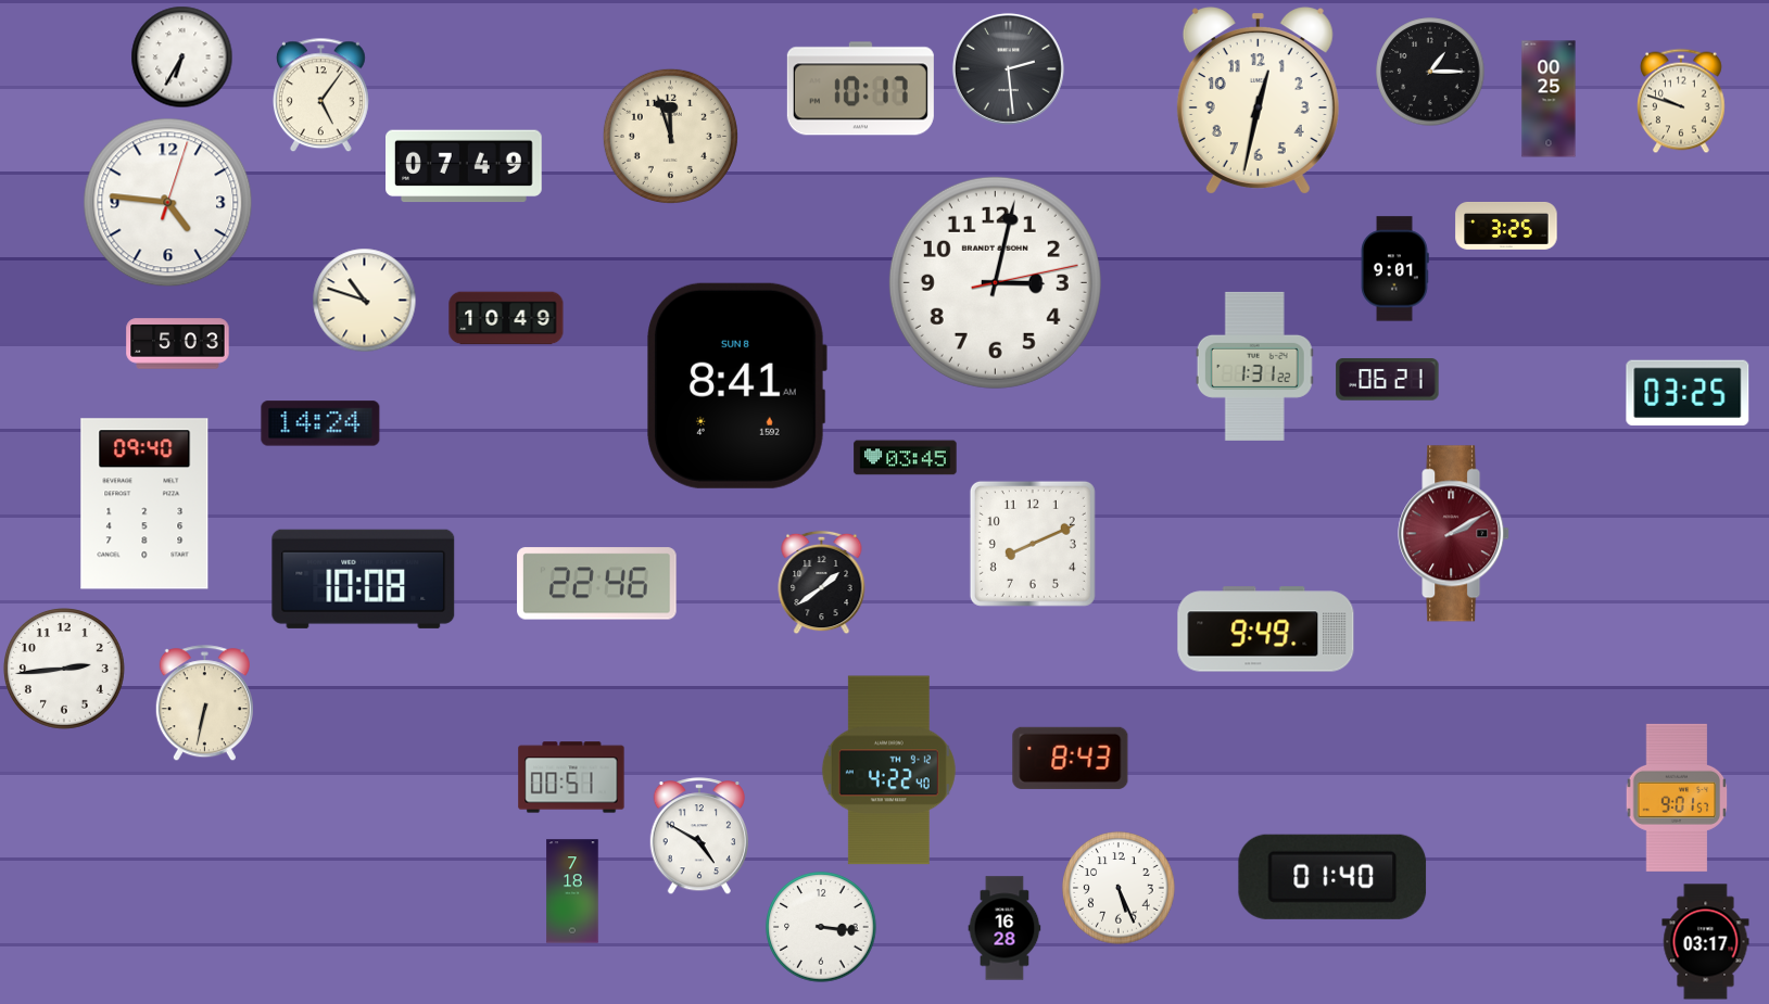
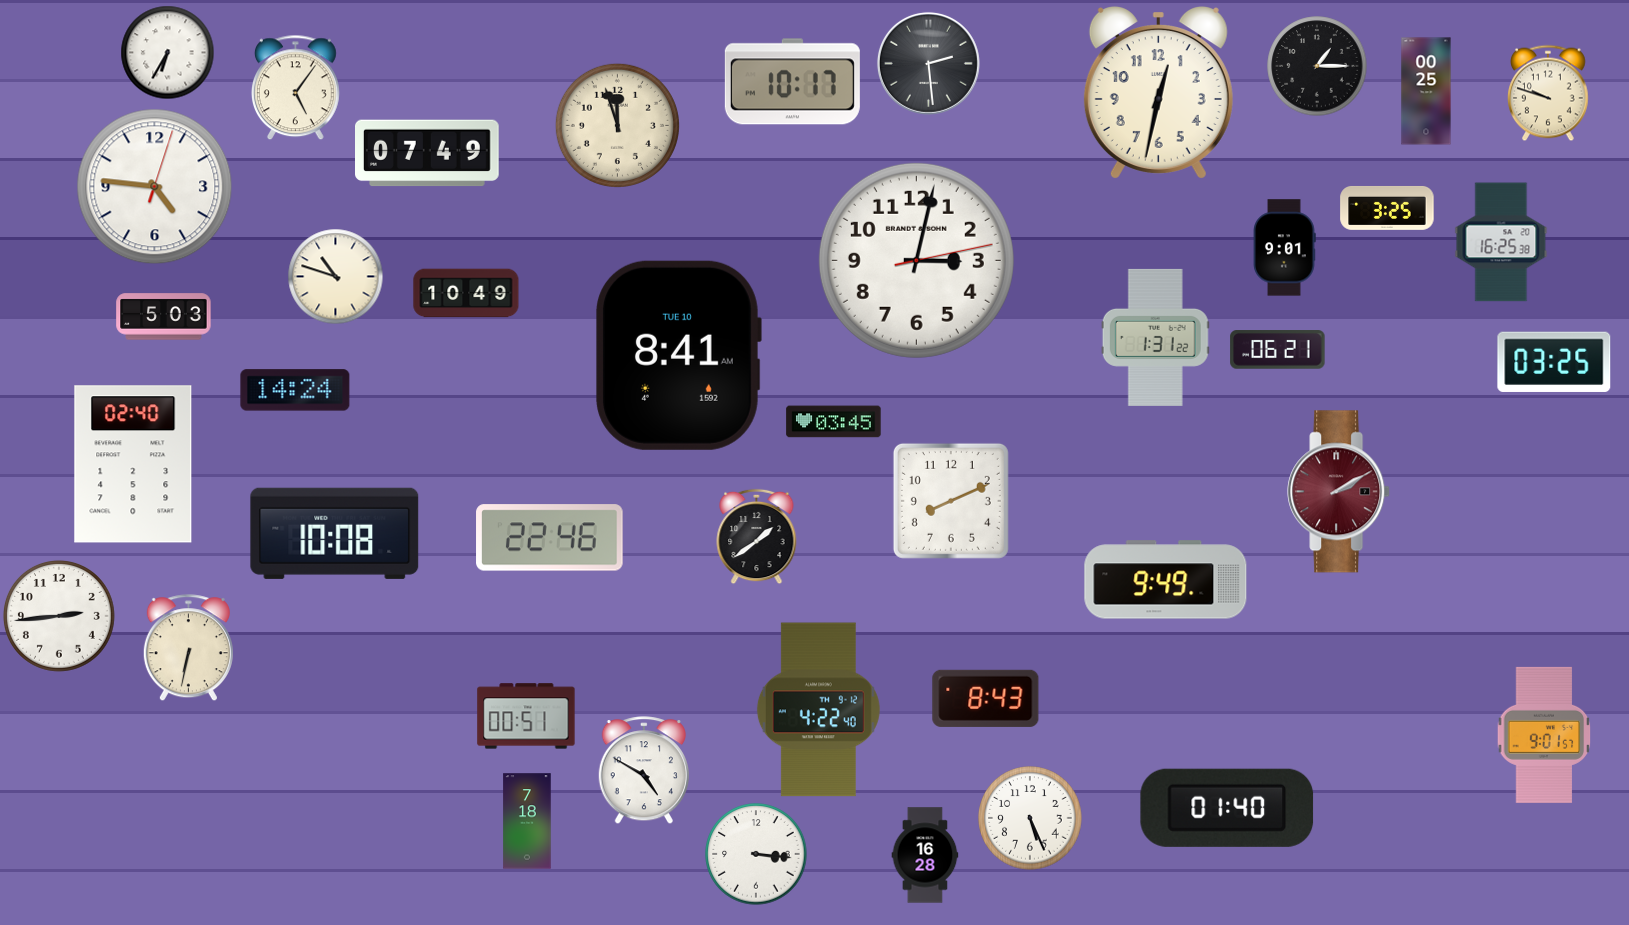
clock at (1501, 242): none -> 16:25
clock at (736, 385) date: SUN 8 -> TUE 10
clock at (144, 504): 09:40 -> 02:40
clock at (1706, 942): 03:17 -> none
